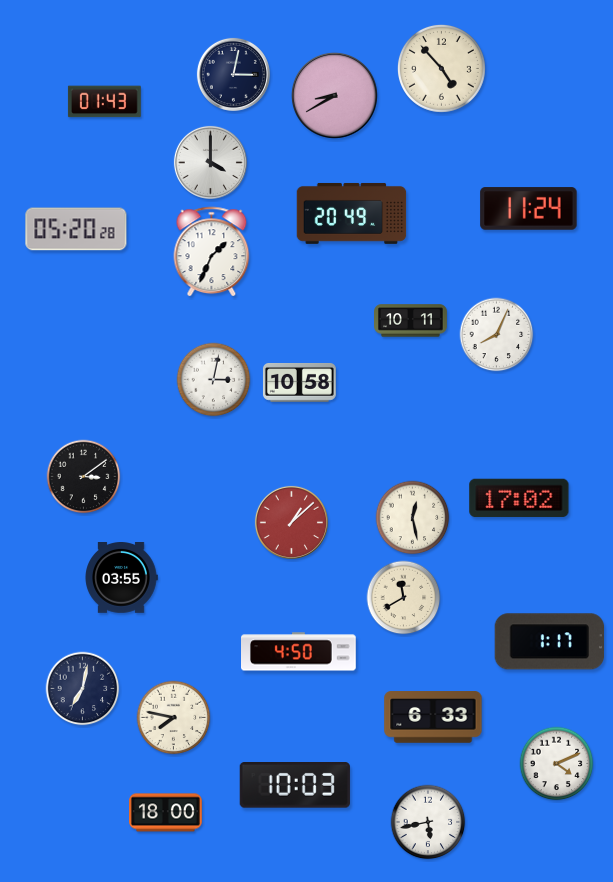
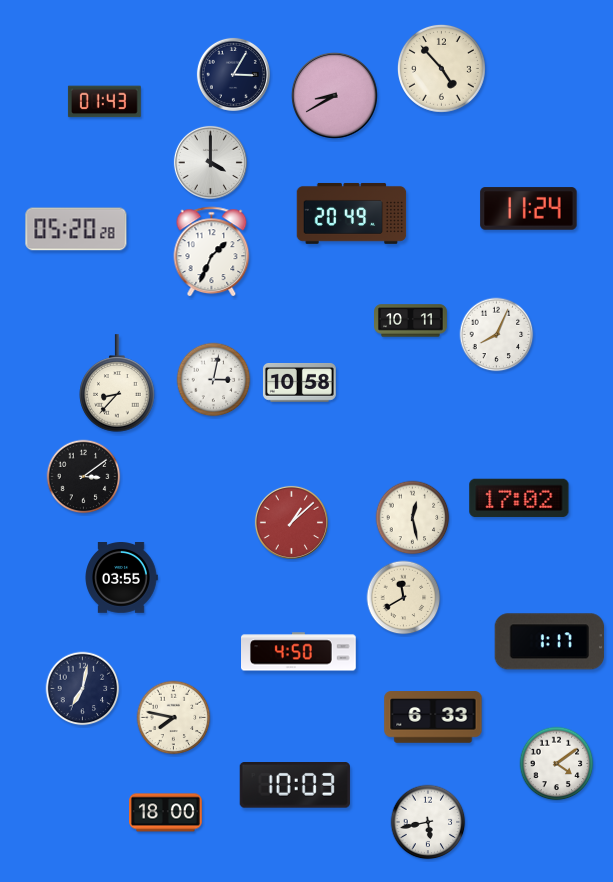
clock at (233, 74): 3:02 -> 3:05
clock at (117, 383): none -> 8:37
clock at (557, 764): 4:11 -> 4:09
